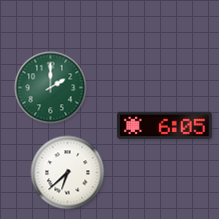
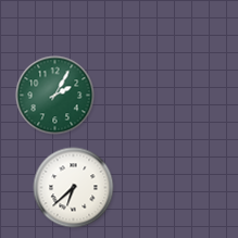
clock at (51, 88): 2:00 -> 2:05
clock at (165, 126): 6:05 -> none
